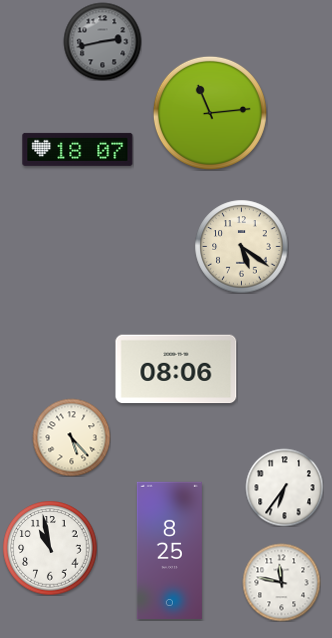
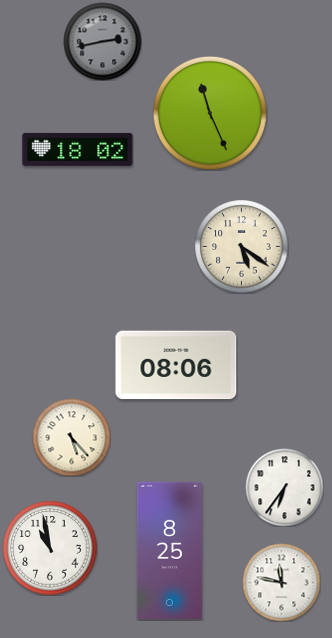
clock at (210, 113): 11:14 -> 11:26
clock at (78, 149): 18:07 -> 18:02
clock at (176, 369) position: (176, 369) -> (176, 365)
